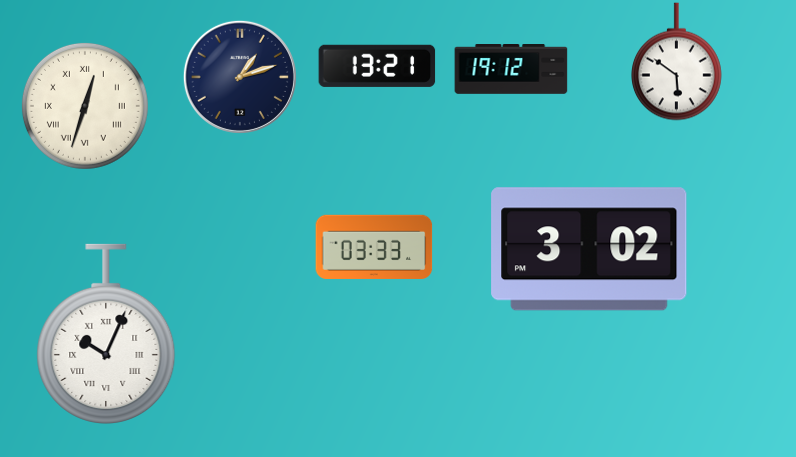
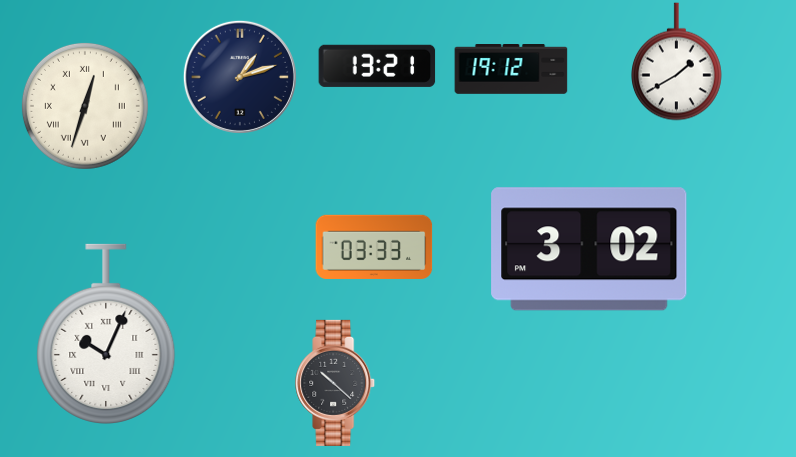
clock at (677, 62): 5:51 -> 1:40
clock at (336, 383): none -> 10:22
